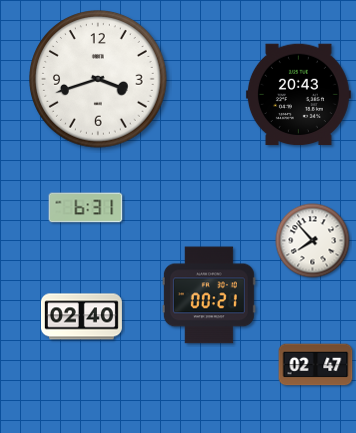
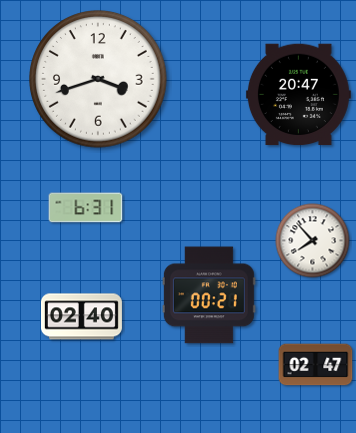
clock at (298, 95): 20:43 -> 20:47
